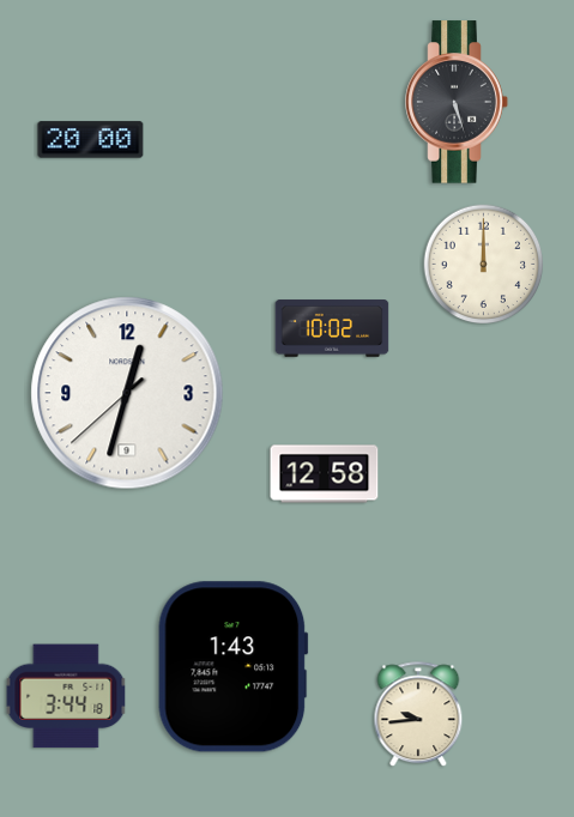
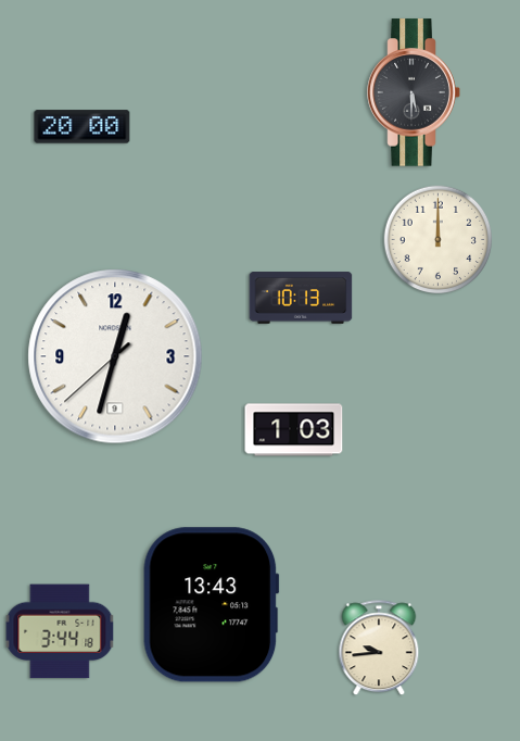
clock at (457, 102): 5:27 -> 5:30
clock at (332, 328): 10:02 -> 10:13
clock at (325, 474): 12:58 -> 1:03
clock at (234, 667): 1:43 -> 13:43
